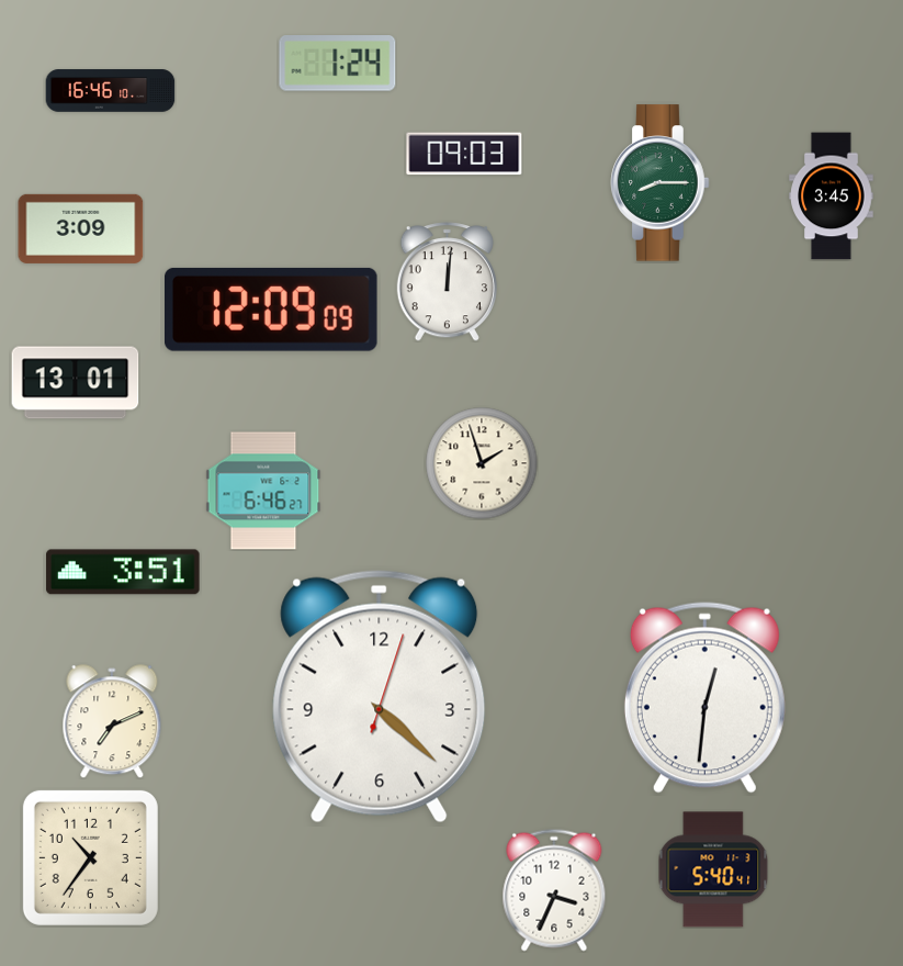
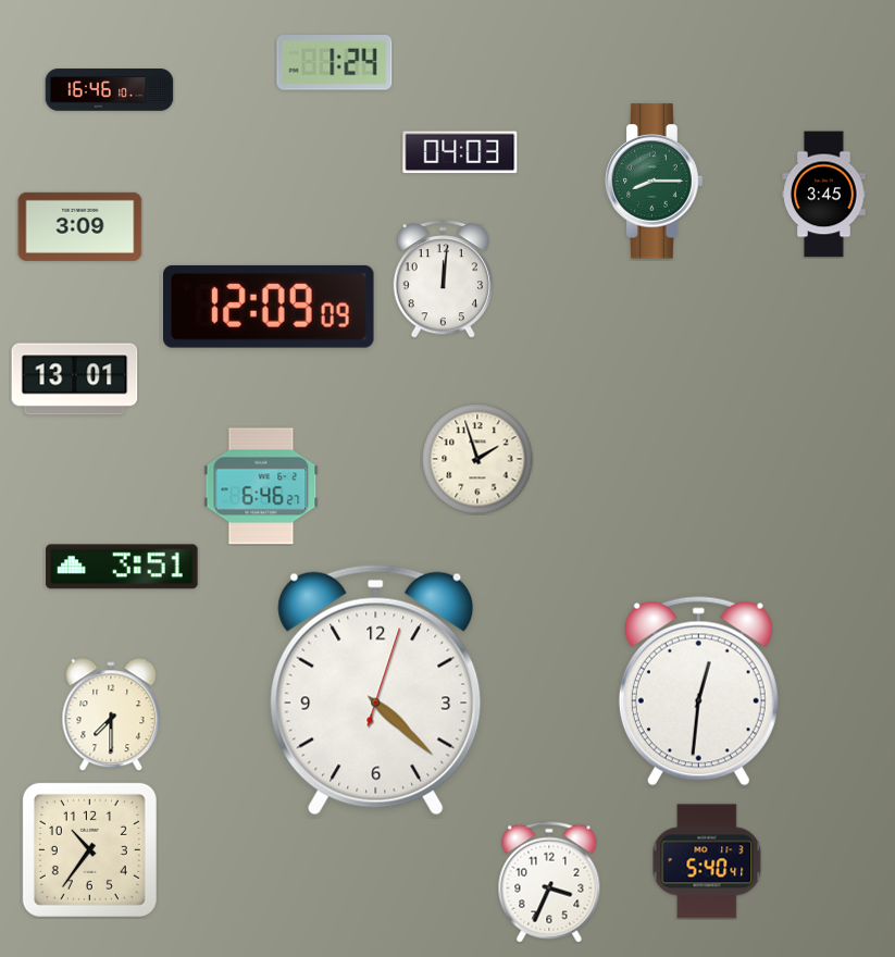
clock at (464, 154): 09:03 -> 04:03
clock at (112, 721): 7:11 -> 7:30
